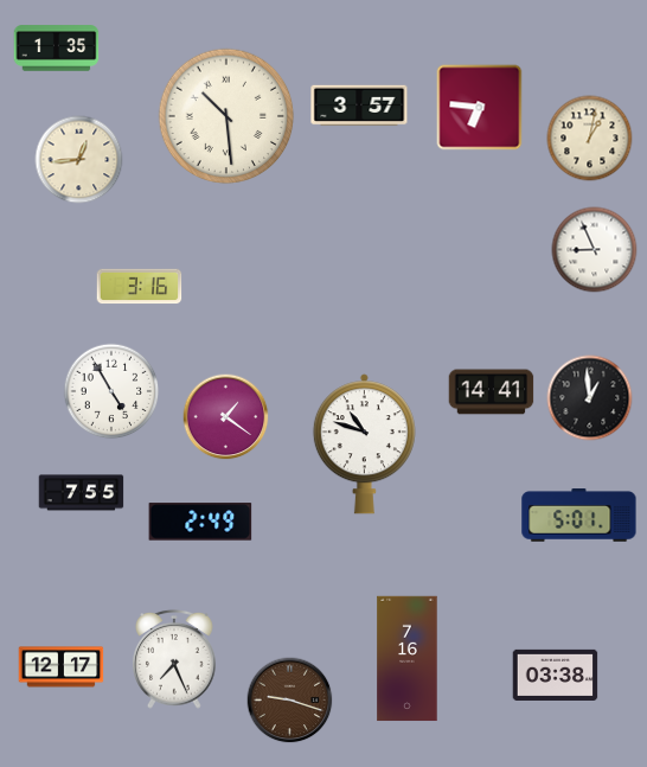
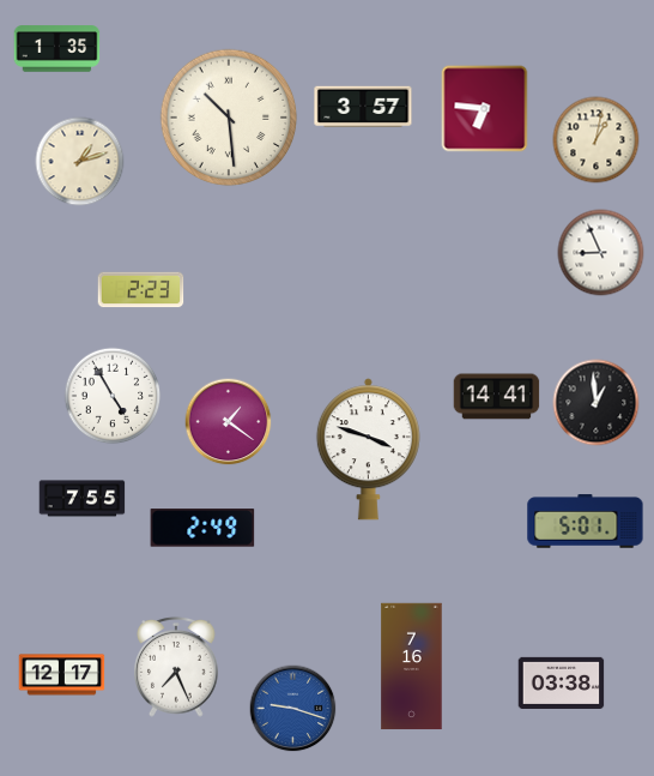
clock at (79, 160): 12:44 -> 1:12
clock at (140, 287): 3:16 -> 2:23
clock at (364, 445): 10:48 -> 3:48
clock at (290, 701) dial: brown -> blue
